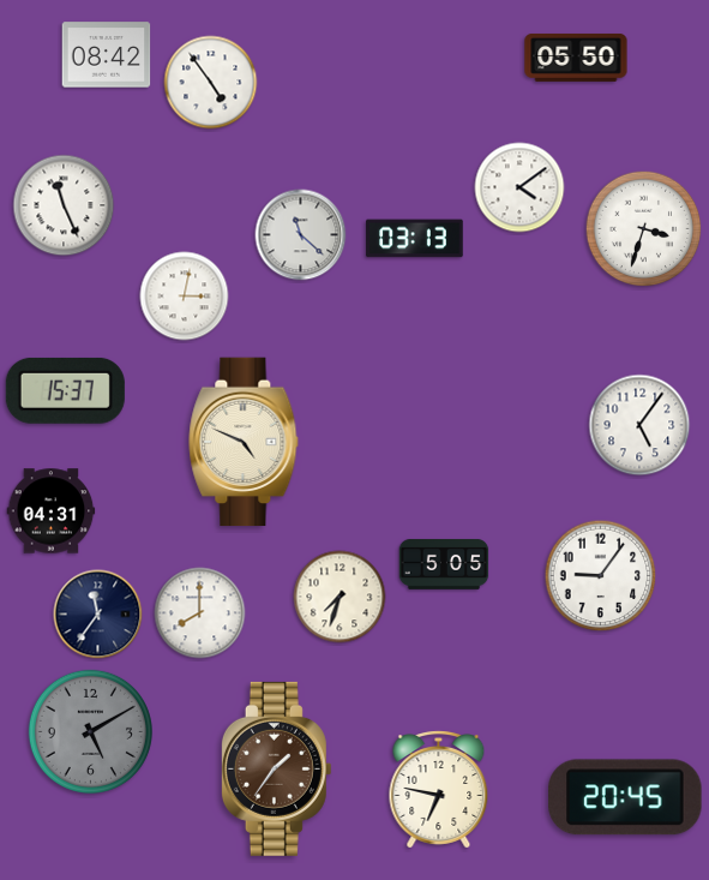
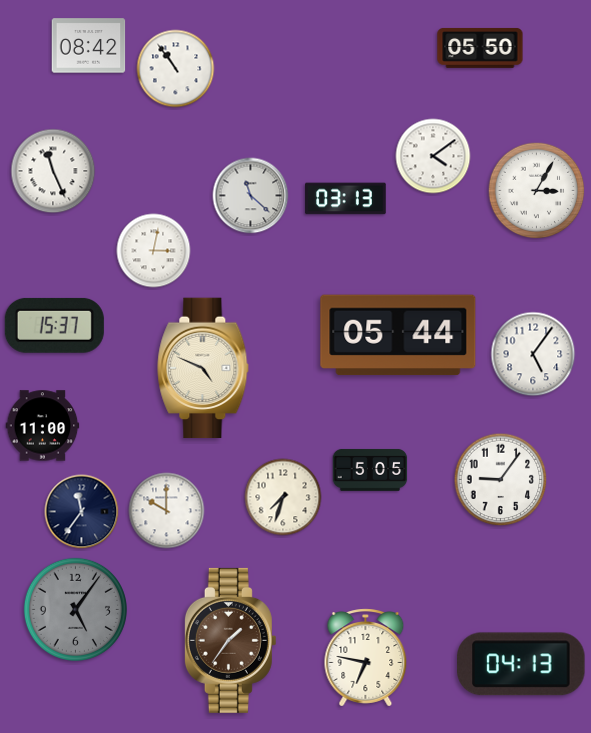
clock at (211, 83): 4:54 -> 10:54
clock at (644, 229): 3:33 -> 3:05
clock at (185, 297) position: (185, 297) -> (154, 251)
clock at (398, 335): none -> 05:44
clock at (52, 511): 04:31 -> 11:00
clock at (200, 613): 8:00 -> 10:00
clock at (90, 731): 5:10 -> 5:06
clock at (625, 797): 20:45 -> 04:13
